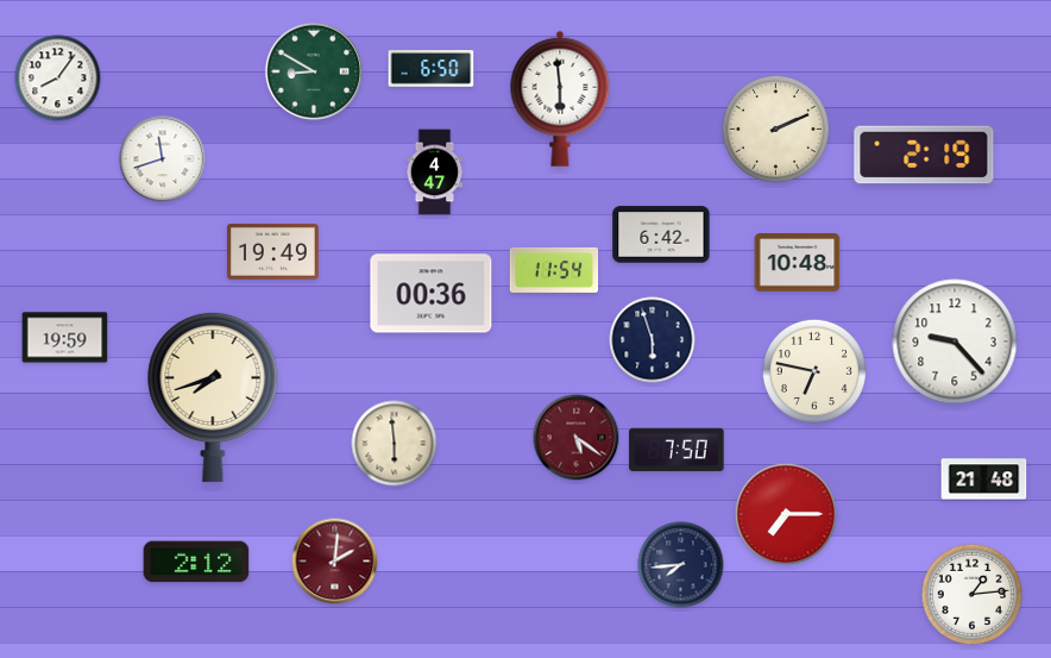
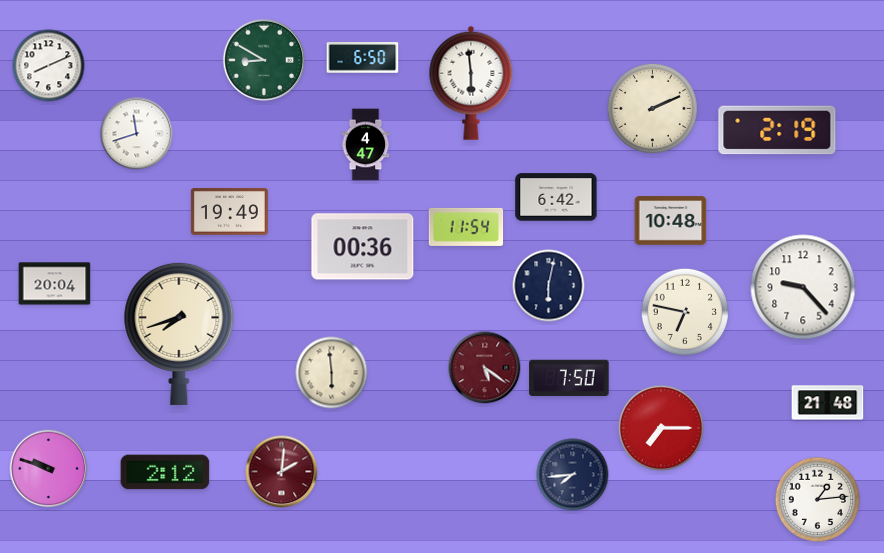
clock at (58, 79): 8:06 -> 8:11
clock at (65, 338): 19:59 -> 20:04
clock at (653, 340): 5:57 -> 6:02
clock at (786, 514) position: (786, 514) -> (661, 428)
clock at (49, 469): none -> 9:48
